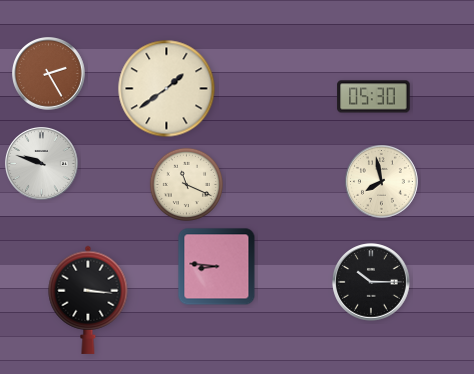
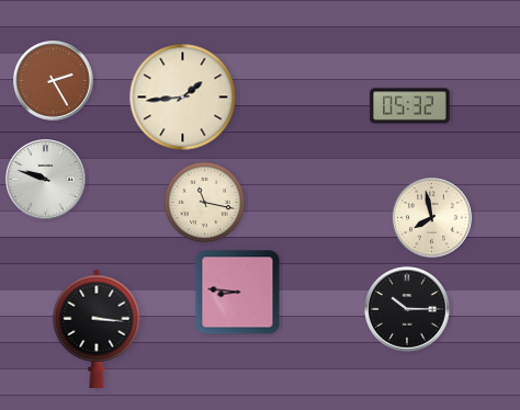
clock at (167, 89): 1:39 -> 1:44
clock at (374, 97): 05:30 -> 05:32
clock at (382, 182) position: (382, 182) -> (432, 218)
clock at (186, 184): 11:19 -> 11:17
